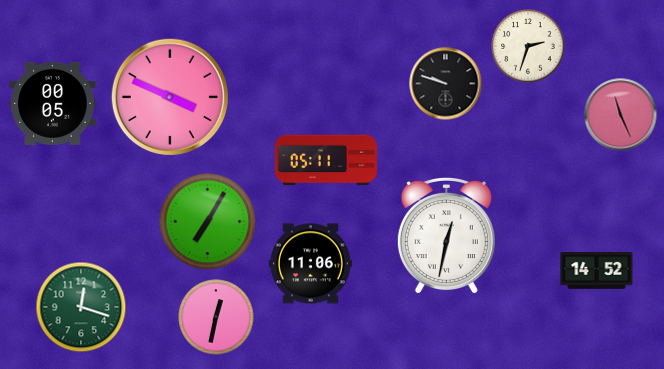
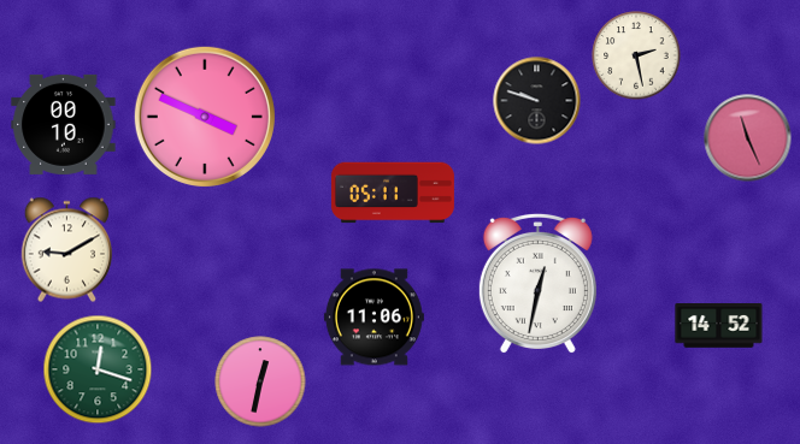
clock at (528, 46): 2:33 -> 2:28
clock at (53, 103): 00:05 -> 00:10
clock at (66, 250): none -> 9:10
clock at (208, 222): 7:05 -> none
